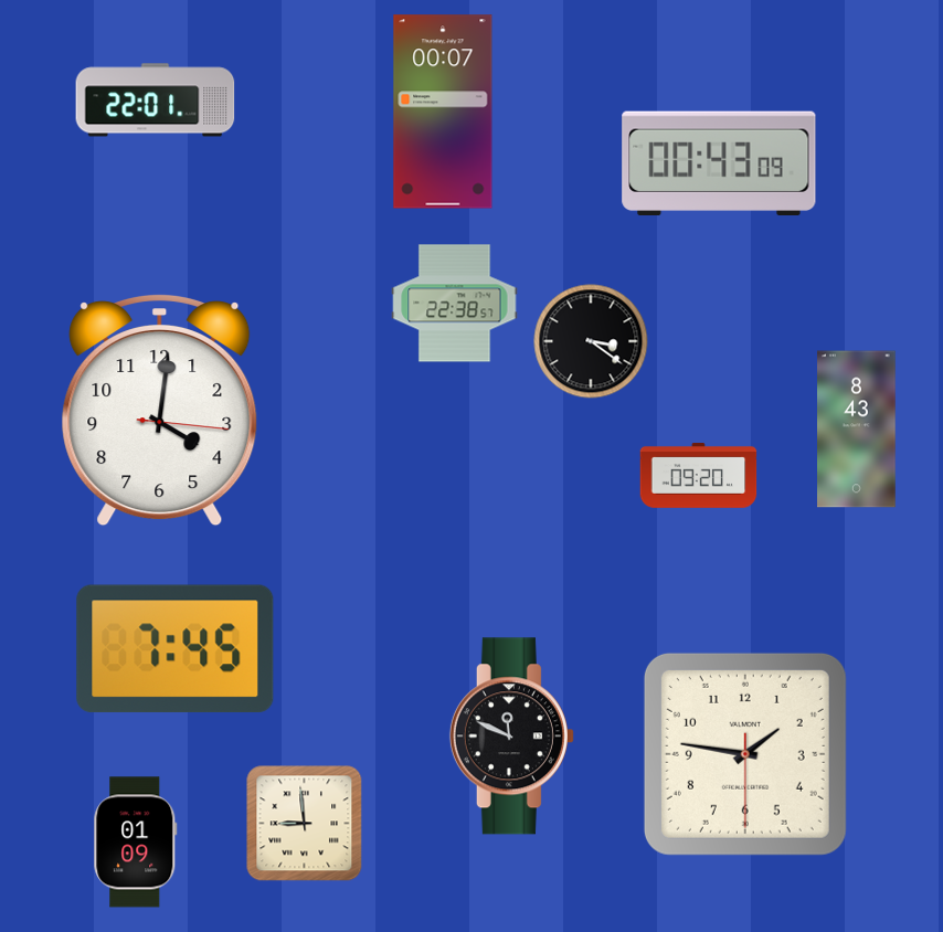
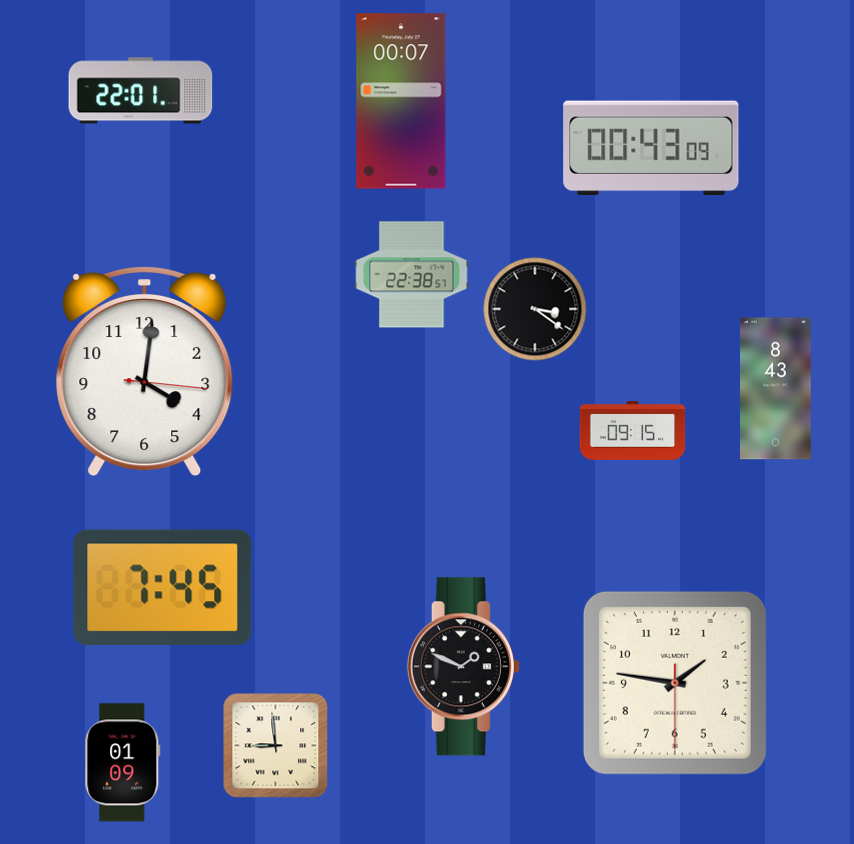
clock at (699, 476): 09:20 -> 09:15
clock at (176, 649) position: (176, 649) -> (163, 588)
clock at (511, 737): 11:49 -> 1:49
